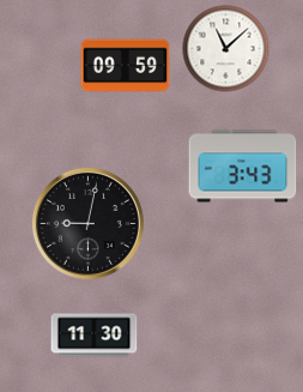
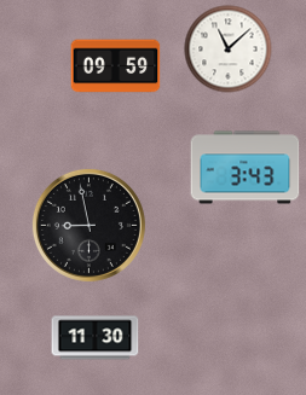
clock at (126, 66) position: (126, 66) -> (116, 66)
clock at (87, 223): 9:02 -> 8:58
